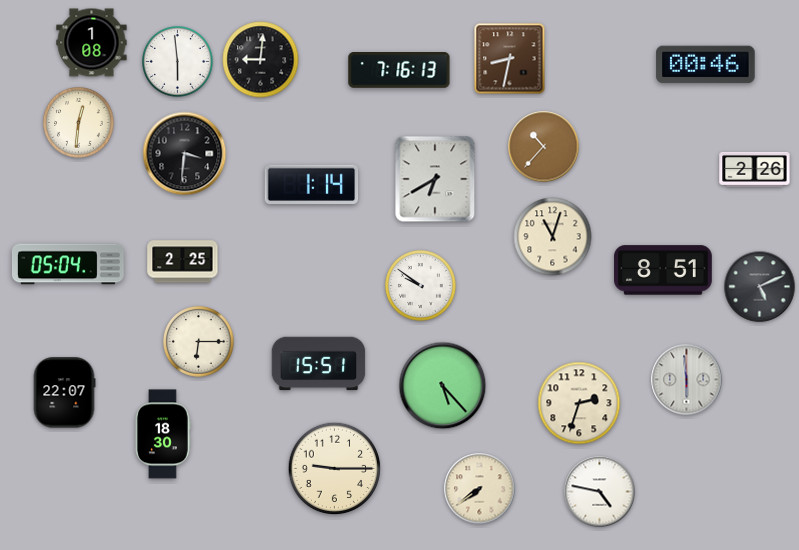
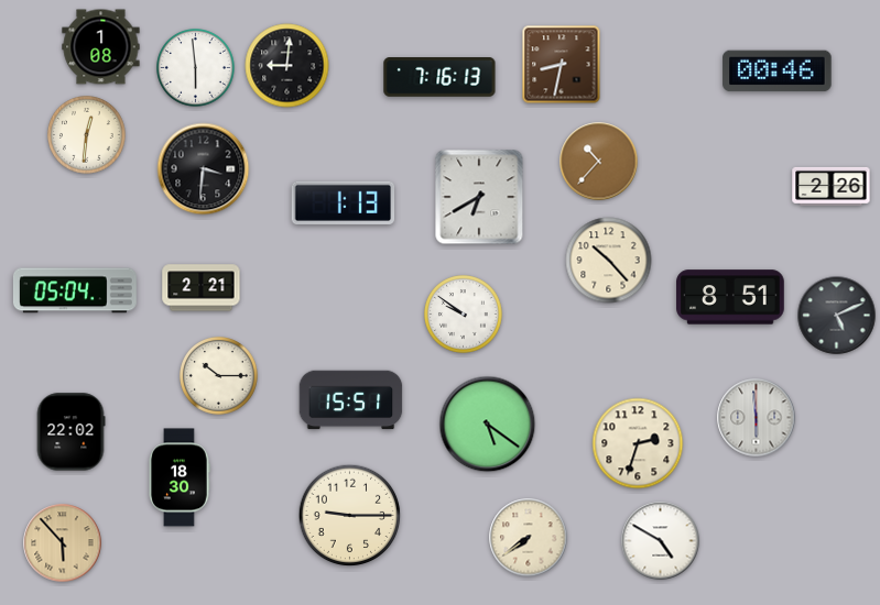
clock at (312, 185): 1:14 -> 1:13
clock at (553, 237): 11:03 -> 10:23
clock at (183, 262): 2:25 -> 2:21
clock at (199, 342): 6:15 -> 10:15
clock at (443, 386): 5:23 -> 5:21
clock at (64, 393): 22:07 -> 22:02
clock at (335, 469) position: (335, 469) -> (350, 516)
clock at (600, 492): 4:47 -> 4:50
clock at (63, 543): none -> 5:53
